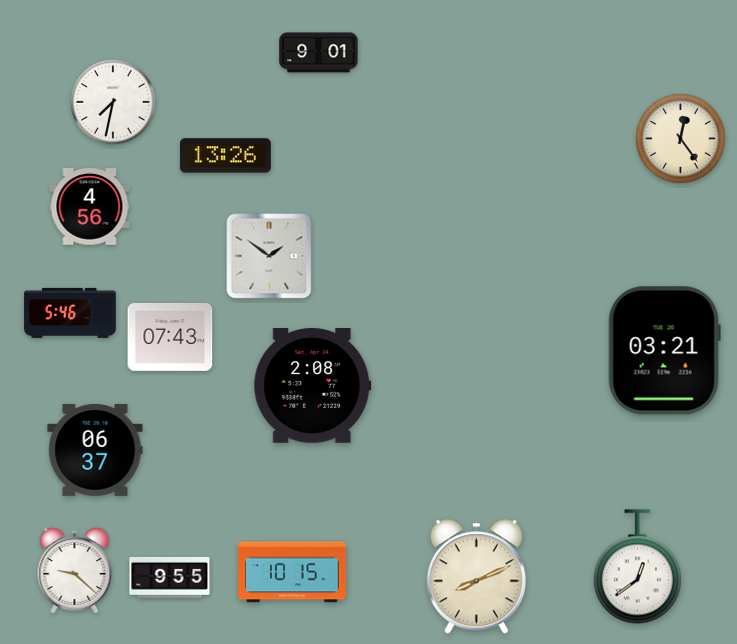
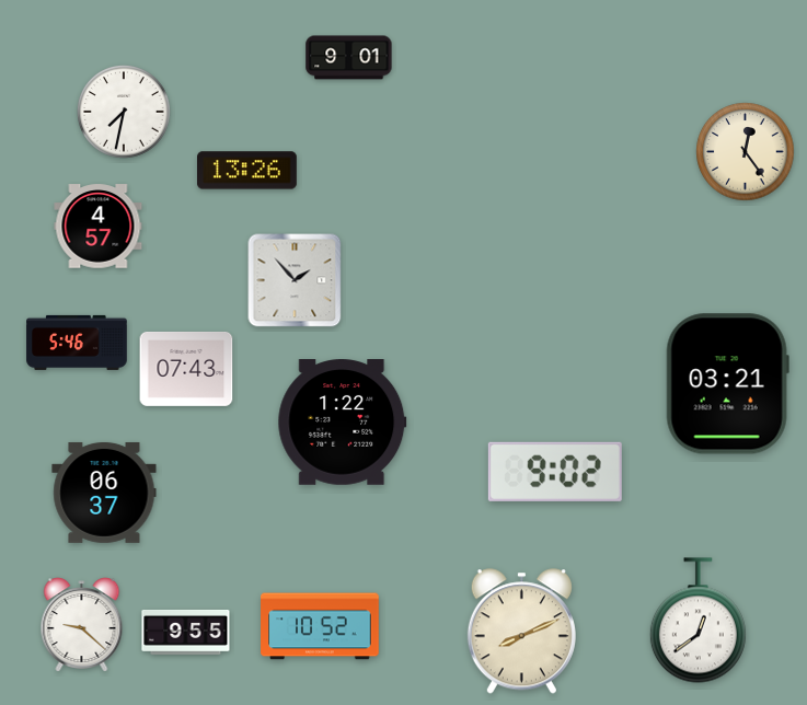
clock at (90, 207): 4:56 -> 4:57
clock at (269, 256): 1:51 -> 1:53
clock at (313, 386): 2:08 -> 1:22
clock at (555, 472): none -> 9:02
clock at (292, 572): 10:15 -> 10:52
